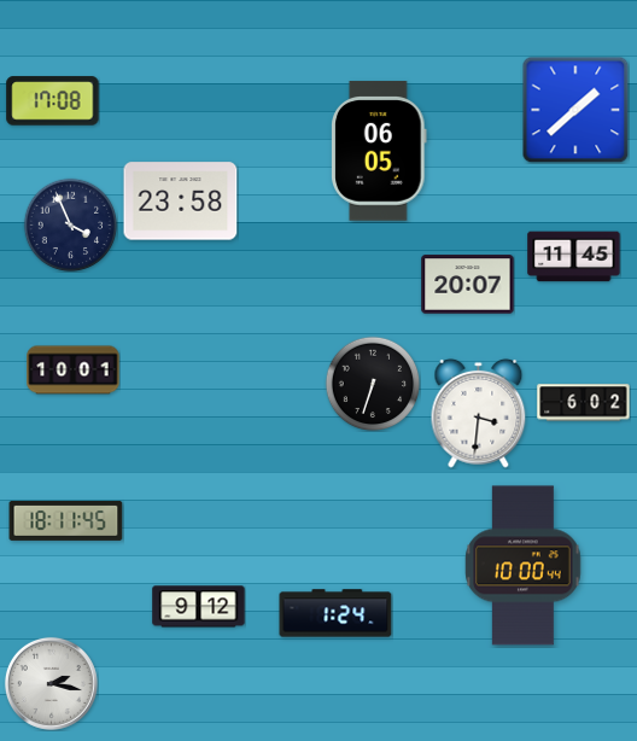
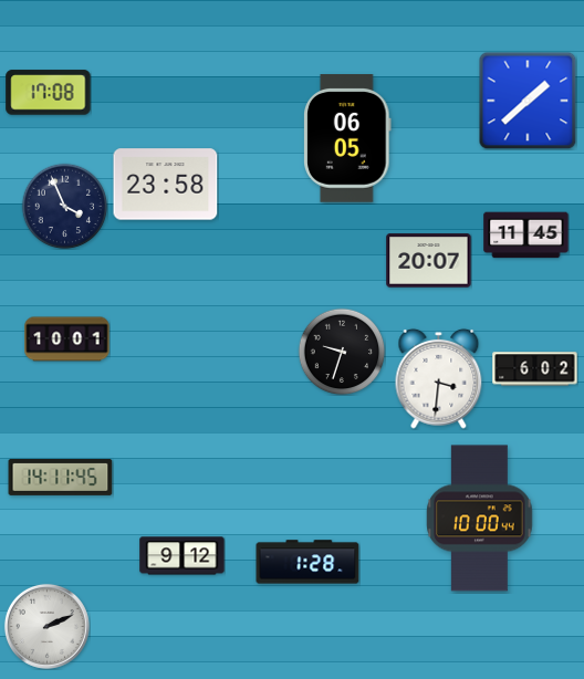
clock at (373, 384): 6:33 -> 9:33
clock at (66, 520): 18:11 -> 14:11
clock at (335, 613): 1:24 -> 1:28
clock at (51, 683): 2:17 -> 2:11
